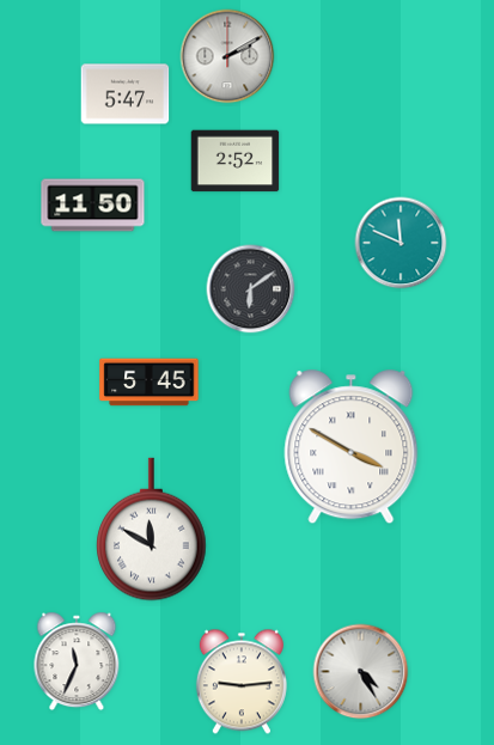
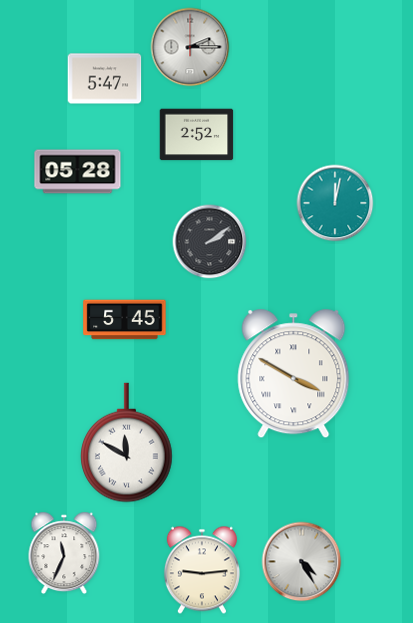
clock at (227, 56): 2:10 -> 2:15
clock at (93, 206): 11:50 -> 05:28
clock at (401, 243): 11:49 -> 12:02
clock at (251, 289): 6:09 -> 2:09
